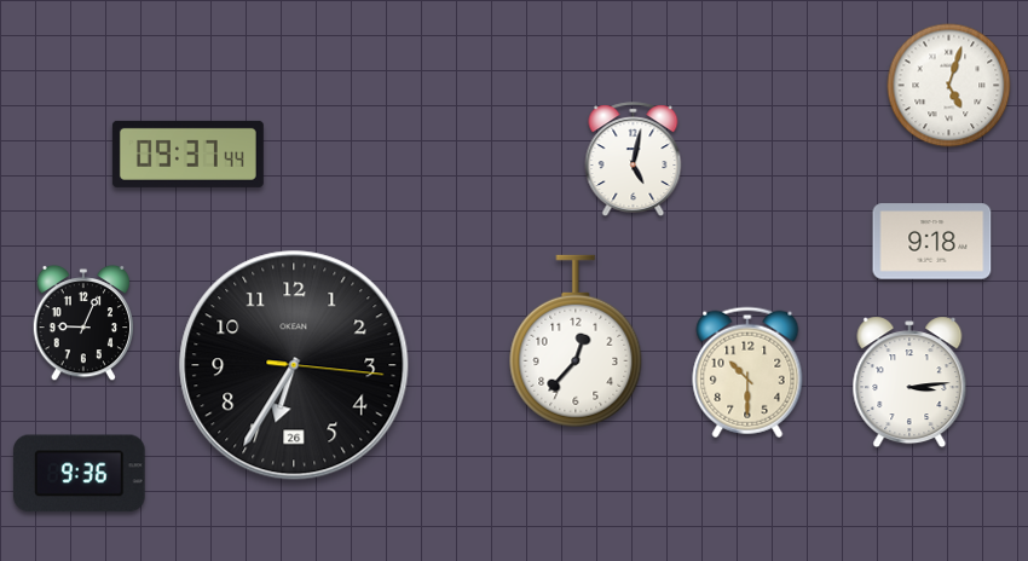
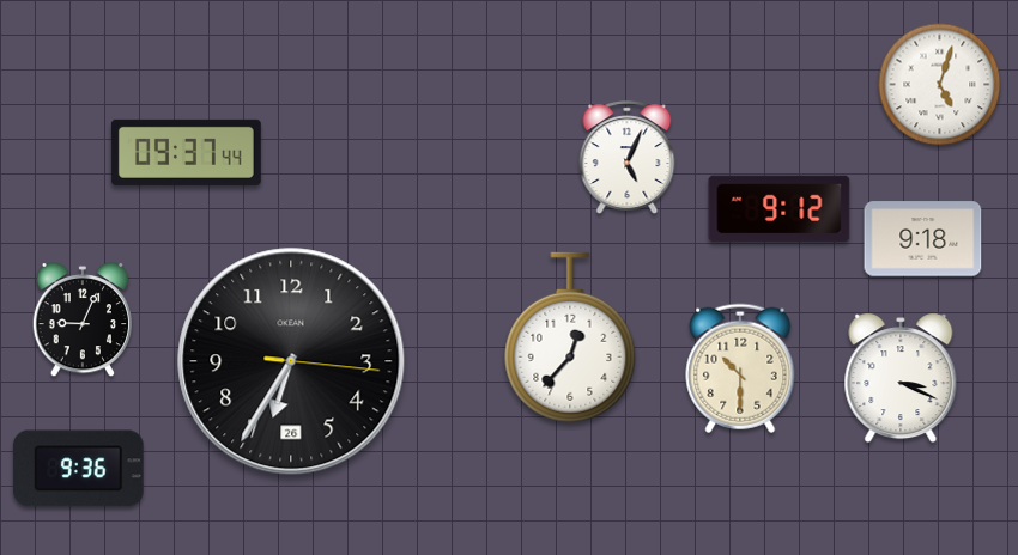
clock at (634, 158): 5:02 -> 5:04
clock at (780, 209): none -> 9:12
clock at (909, 382): 3:14 -> 3:19
